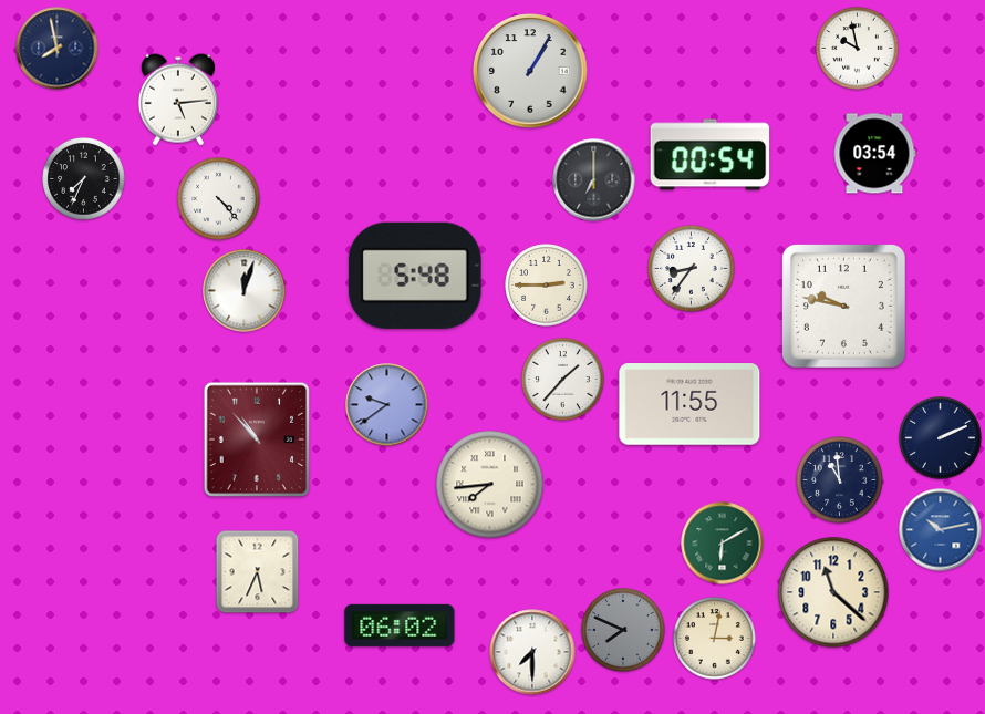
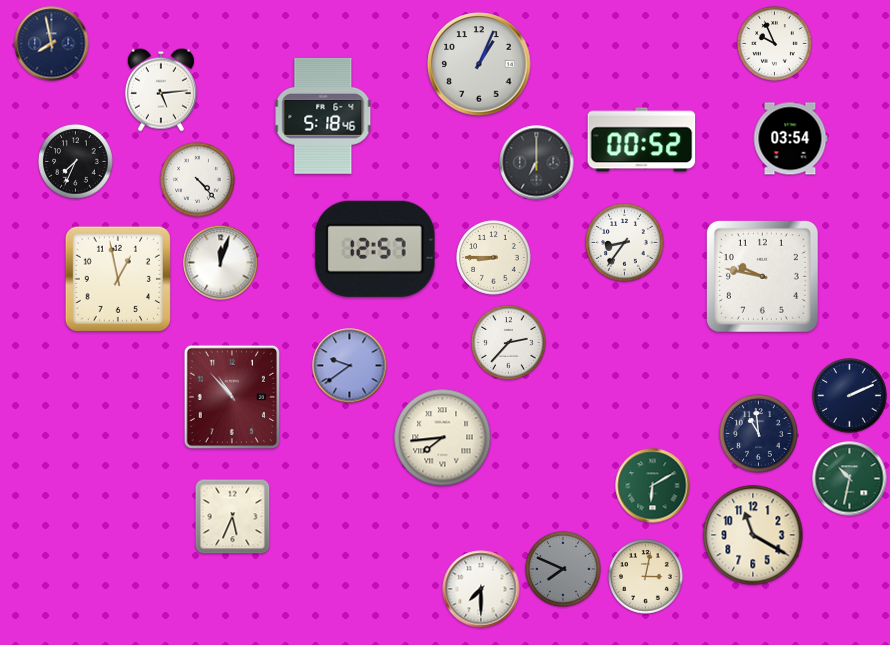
clock at (858, 49): 9:58 -> 9:56
clock at (530, 71): 1:05 -> 1:04
clock at (323, 116): none -> 5:18
clock at (711, 155): 00:54 -> 00:52
clock at (415, 276): 5:48 -> 12:57
clock at (547, 286): 2:45 -> 8:45
clock at (118, 279): none -> 12:58
clock at (563, 380): 1:37 -> 2:37
clock at (689, 405): 11:55 -> none
clock at (941, 530): 10:13 -> 10:32
clock at (941, 530) dial: blue -> green
clock at (723, 544) position: (723, 544) -> (653, 486)
clock at (833, 592): 11:22 -> 11:20
clock at (400, 625): 06:02 -> none
